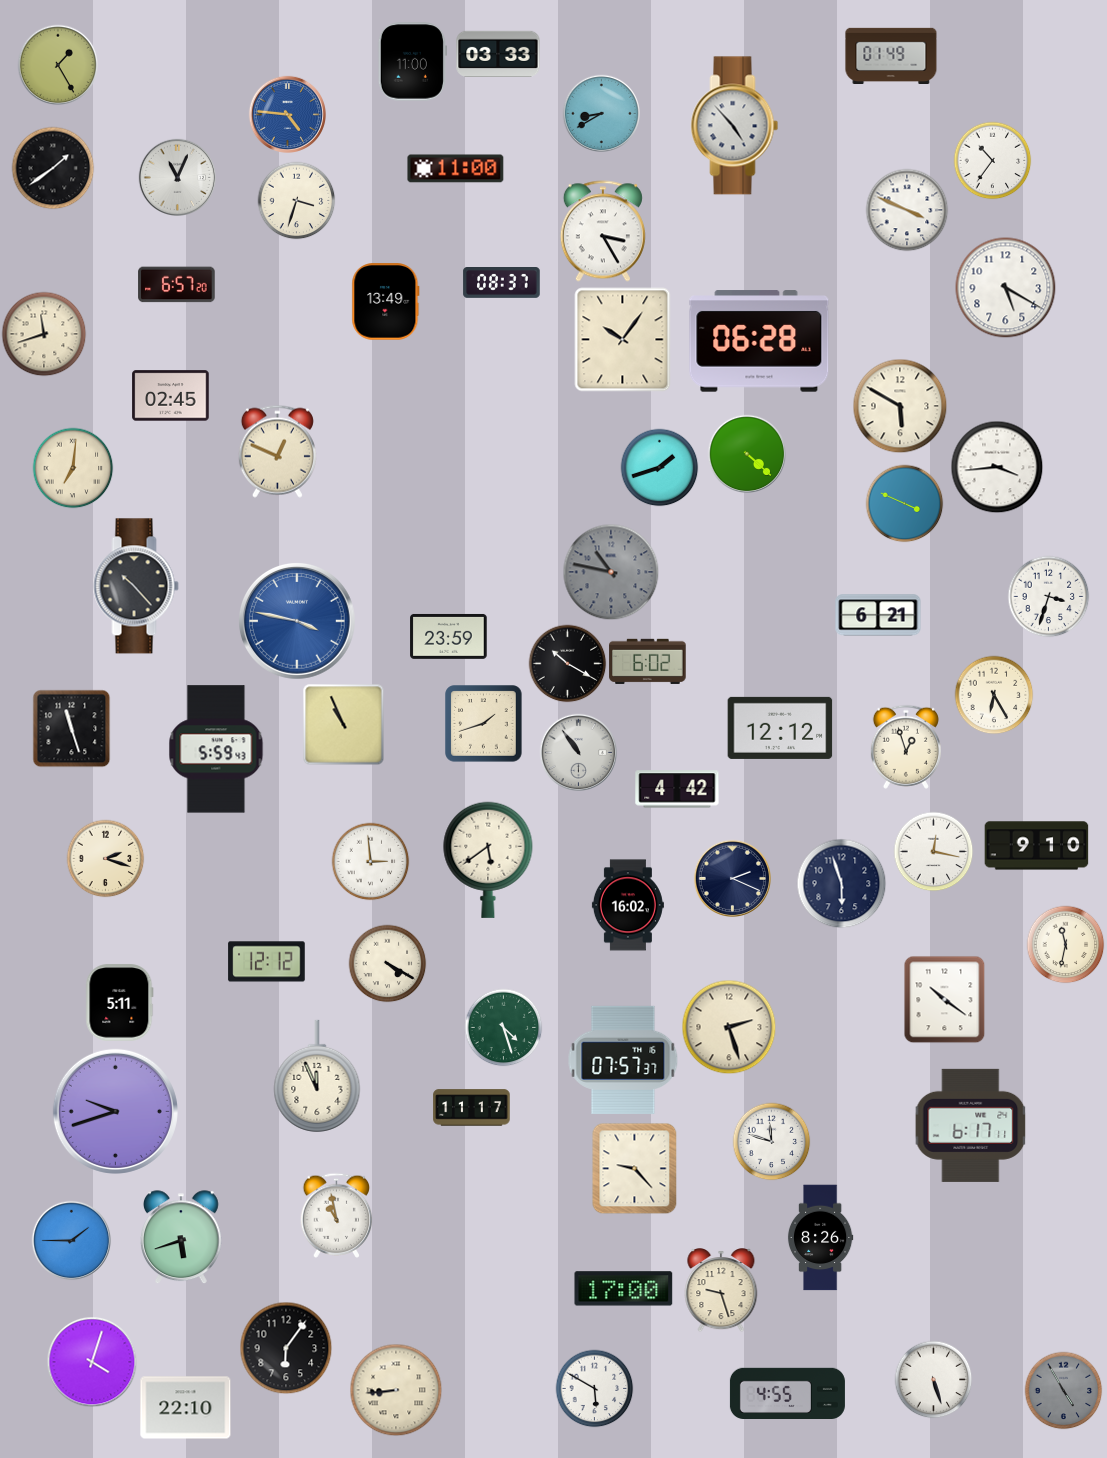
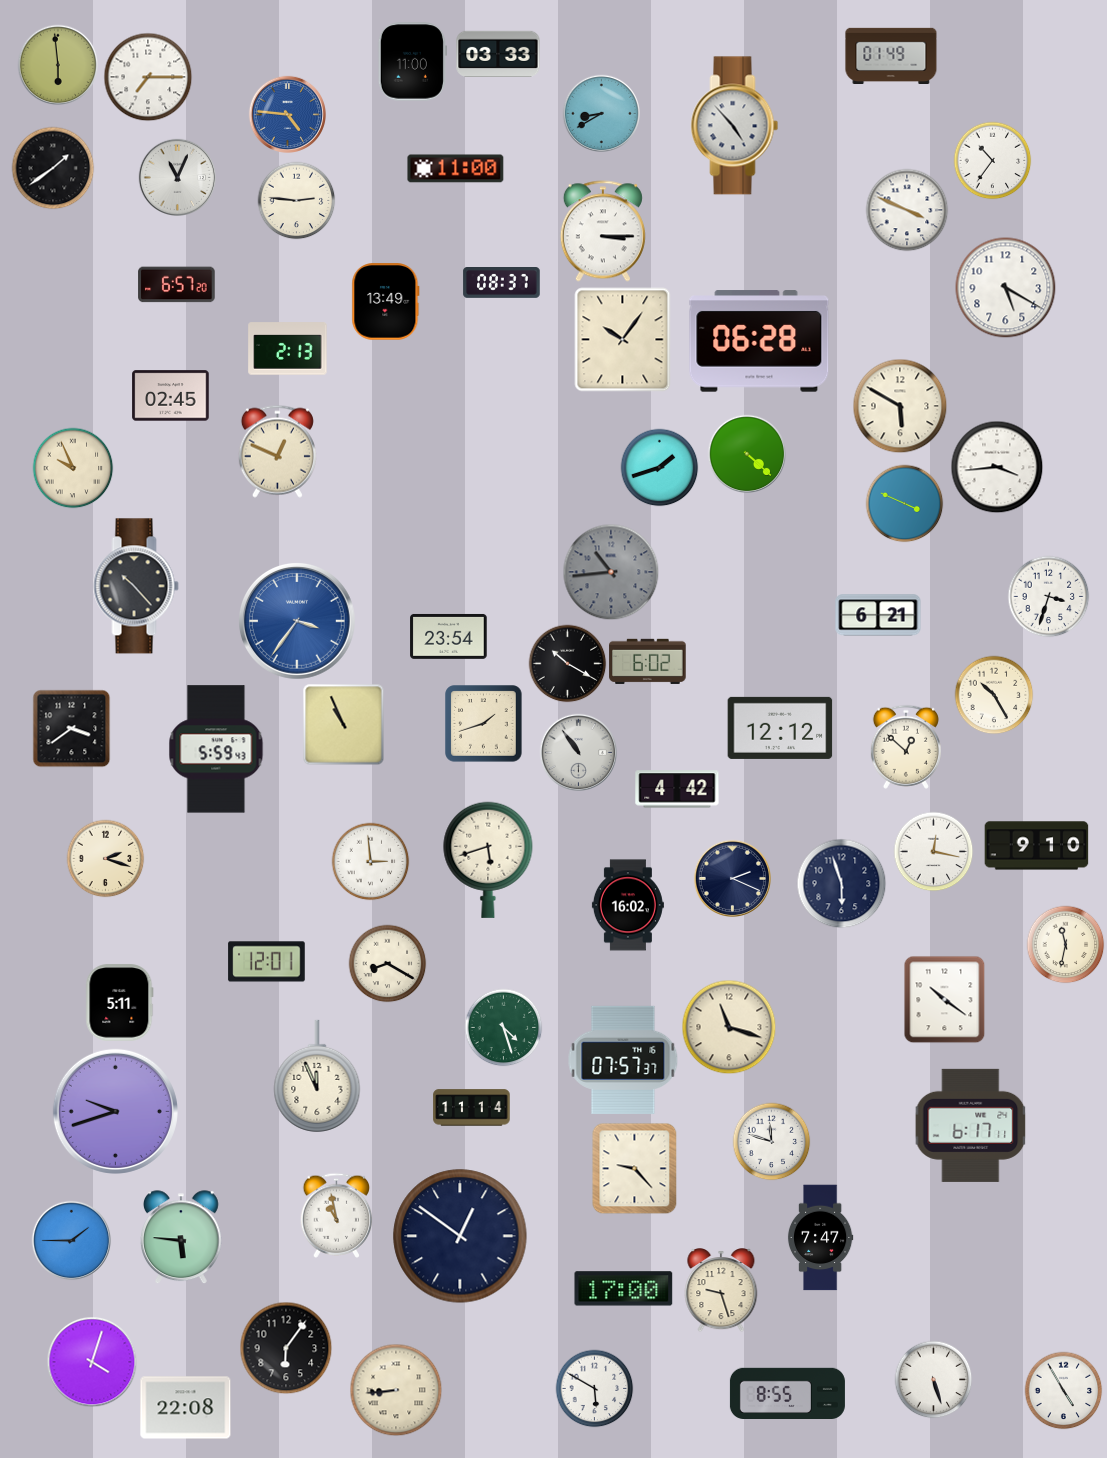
clock at (58, 65): 1:25 -> 5:59
clock at (148, 77): none -> 7:15
clock at (296, 200): 3:33 -> 2:46
clock at (603, 231): 3:25 -> 3:15
clock at (44, 334): 11:42 -> none
clock at (288, 349): none -> 2:13
clock at (73, 468): 7:01 -> 9:56
clock at (611, 572): 10:47 -> 10:44
clock at (298, 622): 3:47 -> 3:36
clock at (449, 636): 23:59 -> 23:54
clock at (994, 695): 6:25 -> 10:25
clock at (71, 728): 11:27 -> 3:39
clock at (906, 747): 12:57 -> 12:52
clock at (488, 860): 5:39 -> 5:42
clock at (267, 962): 12:12 -> 12:01
clock at (387, 963): 4:20 -> 8:20
clock at (729, 1027): 2:27 -> 11:18
clock at (472, 1108): 11:17 -> 11:14
clock at (460, 1236): none -> 12:51
clock at (181, 1237): 5:42 -> 5:46
clock at (820, 1238): 8:26 -> 7:47
clock at (1063, 1390) dial: grey -> white
clock at (787, 1393): 4:55 -> 8:55
clock at (186, 1408): 22:10 -> 22:08
